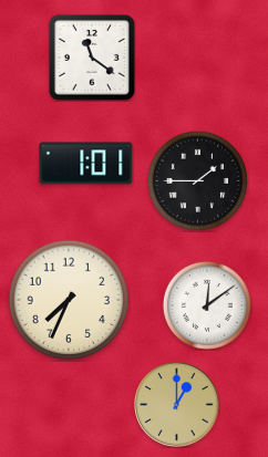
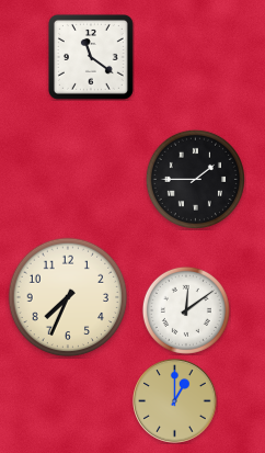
clock at (86, 164): 1:01 -> none
clock at (207, 305) position: (207, 305) -> (186, 310)
